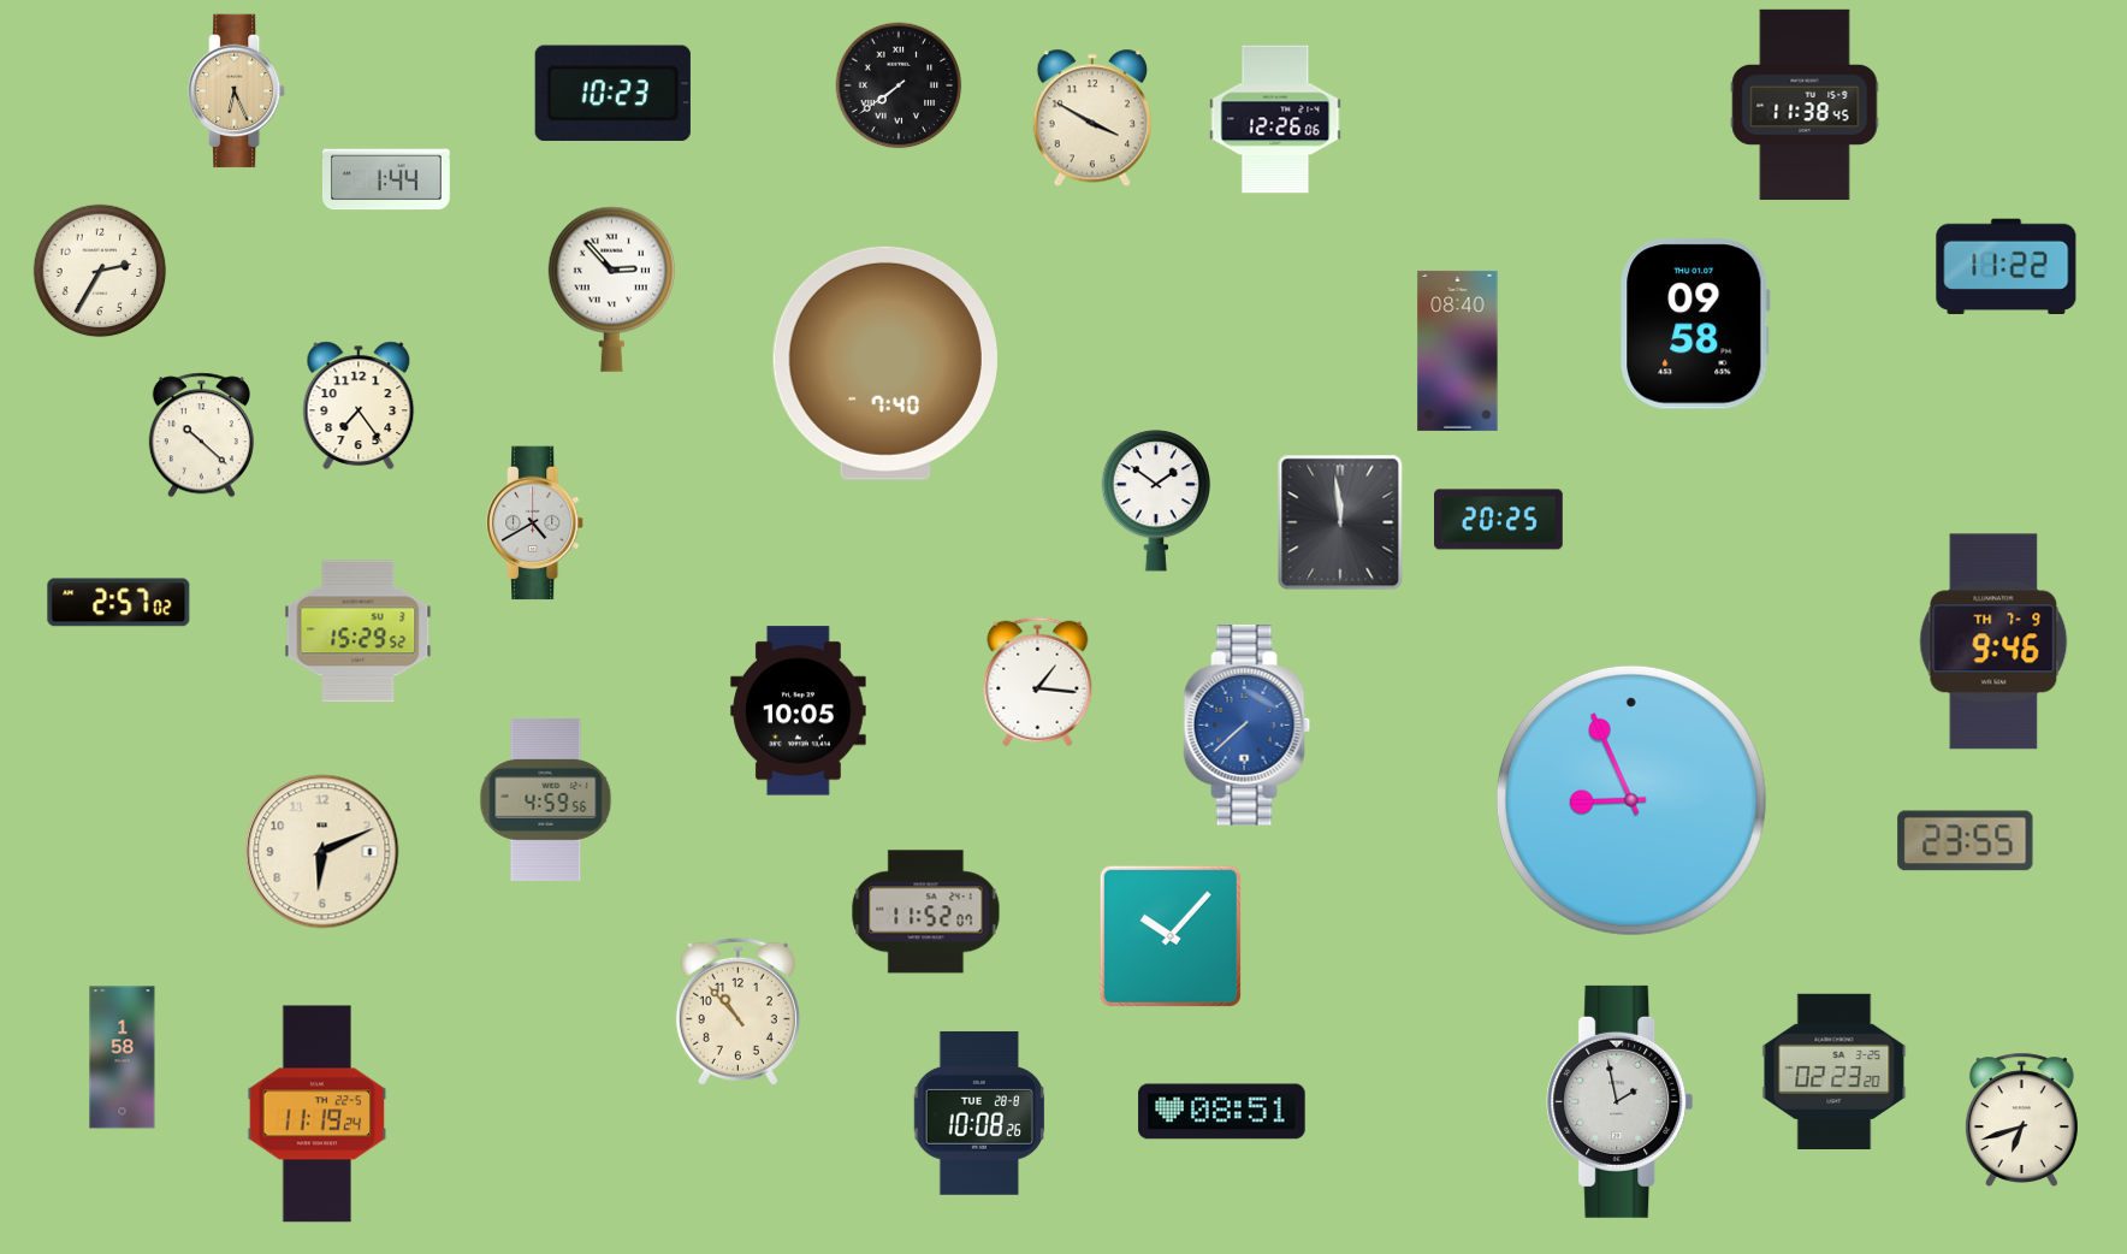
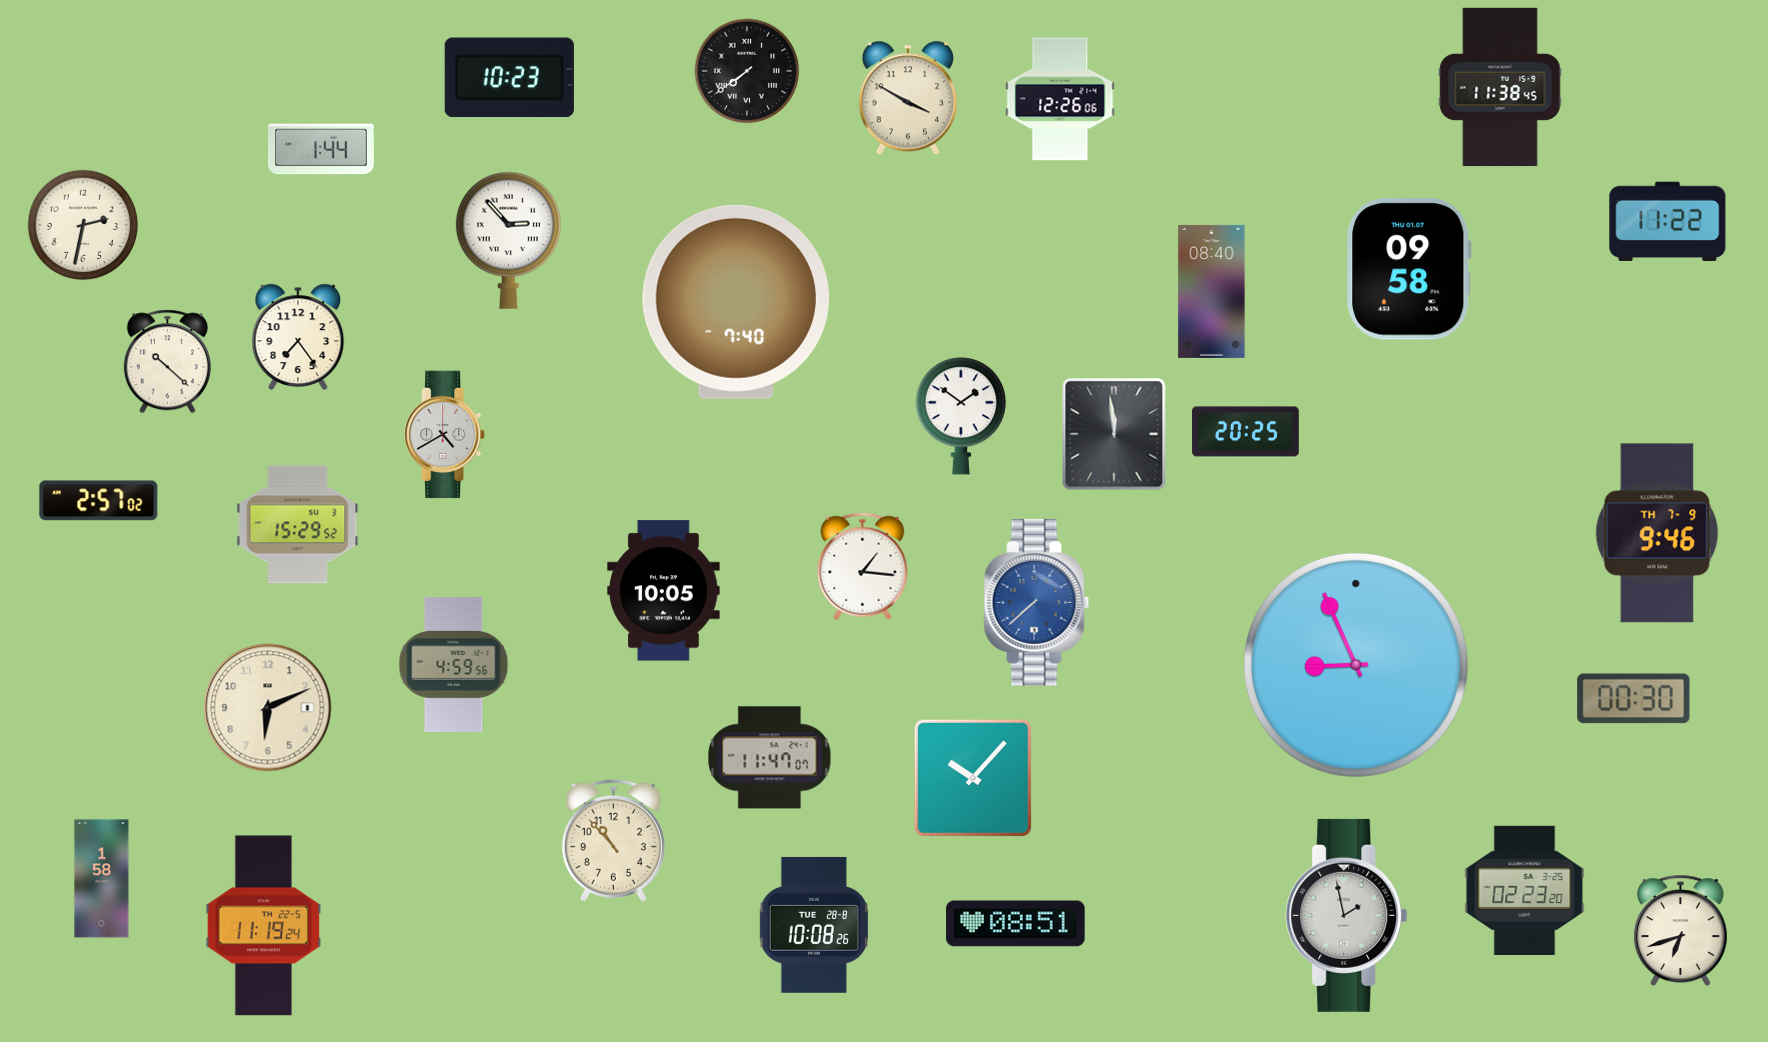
clock at (237, 91): 6:26 -> none
clock at (100, 271): 2:35 -> 2:32
clock at (1966, 841): 23:55 -> 00:30
clock at (926, 912): 11:52 -> 11:47
